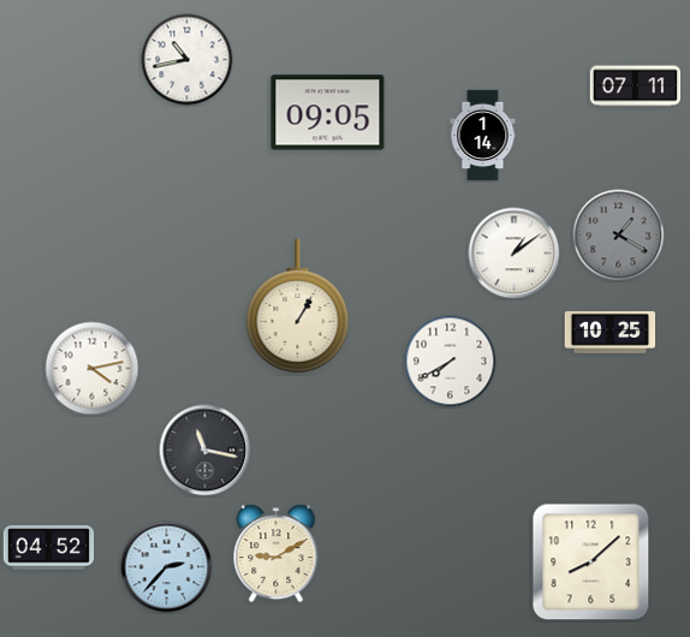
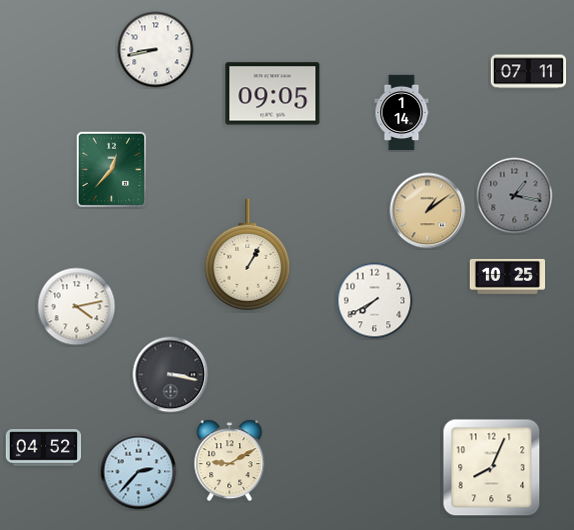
clock at (188, 60): 10:43 -> 8:43
clock at (112, 170): none -> 12:37
clock at (619, 236): 1:20 -> 1:17
clock at (514, 254) dial: white -> champagne
clock at (206, 451): 11:17 -> 3:17
clock at (49, 548) position: (49, 548) -> (44, 448)
clock at (591, 562): 8:08 -> 8:04
